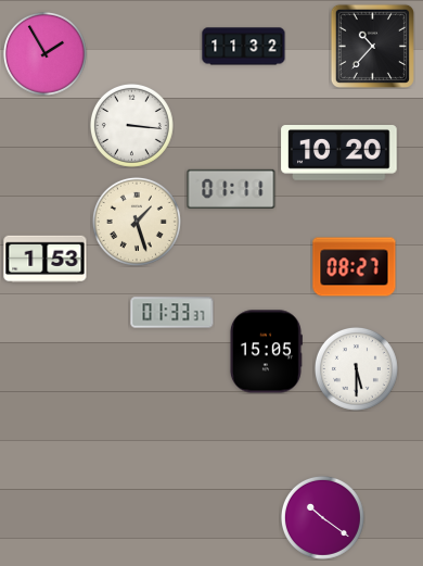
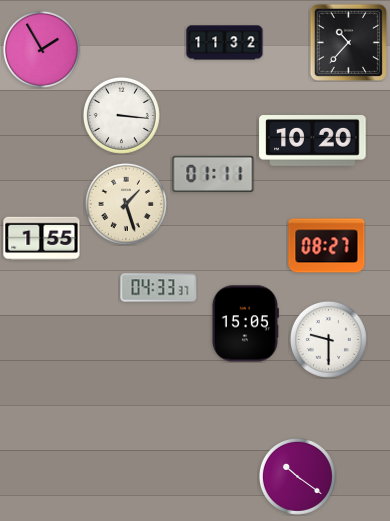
clock at (372, 46) position: (372, 46) -> (348, 42)
clock at (46, 259): 1:53 -> 1:55
clock at (172, 313): 01:33 -> 04:33
clock at (356, 368): 5:30 -> 9:30
